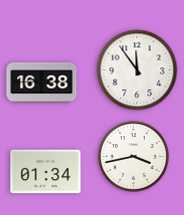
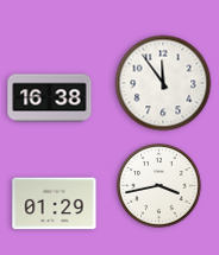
clock at (46, 172): 01:34 -> 01:29
